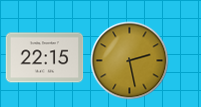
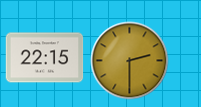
clock at (129, 60): 2:28 -> 2:30
